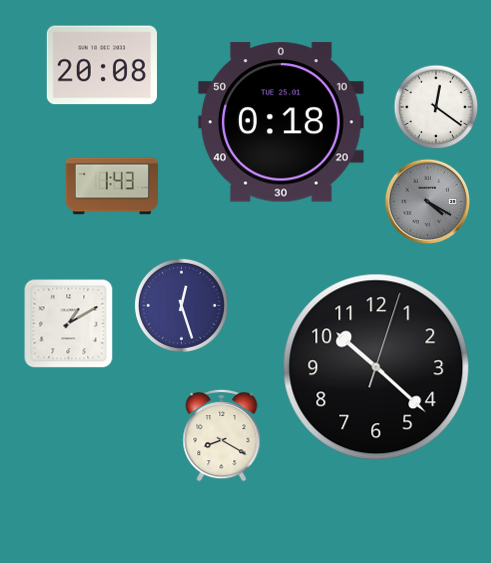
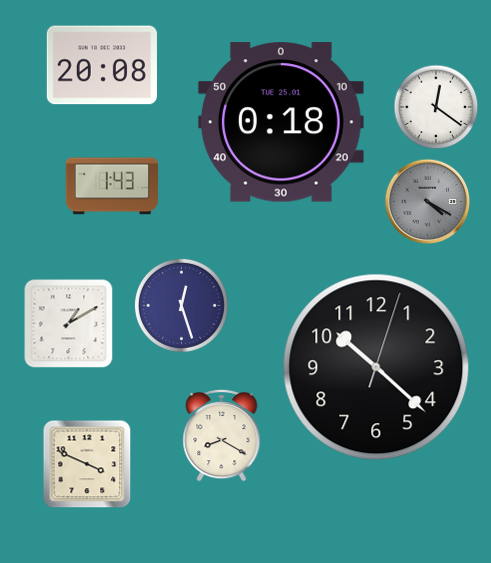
clock at (87, 464): none -> 3:49
